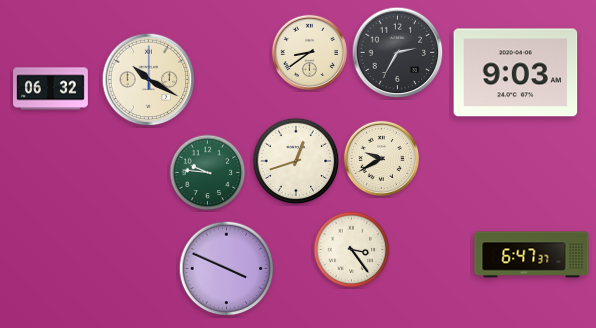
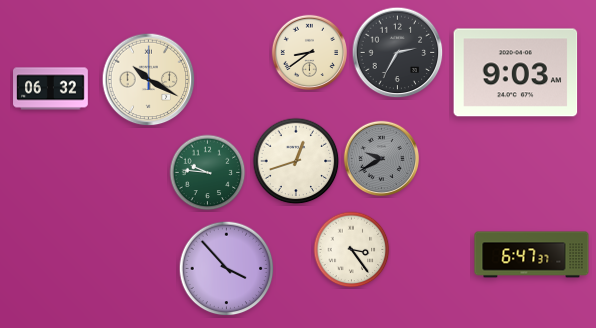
clock at (381, 158) dial: cream -> grey
clock at (227, 269): 3:49 -> 3:53
